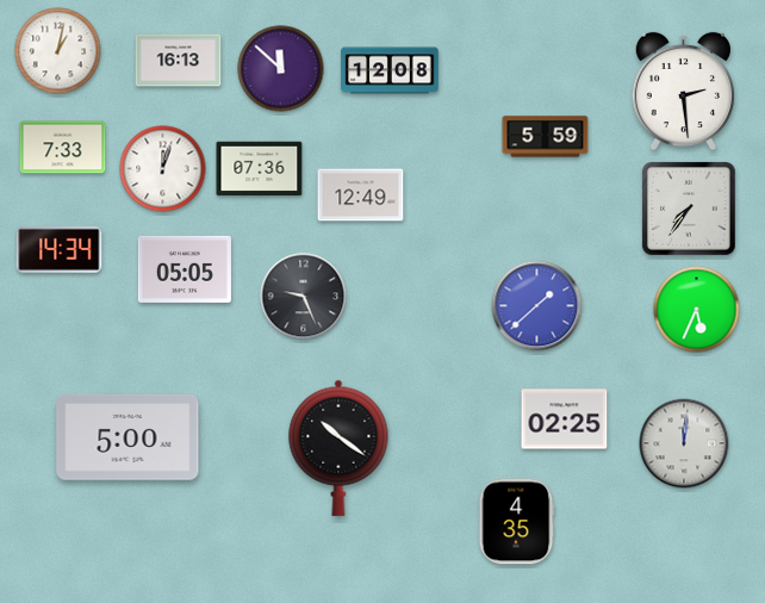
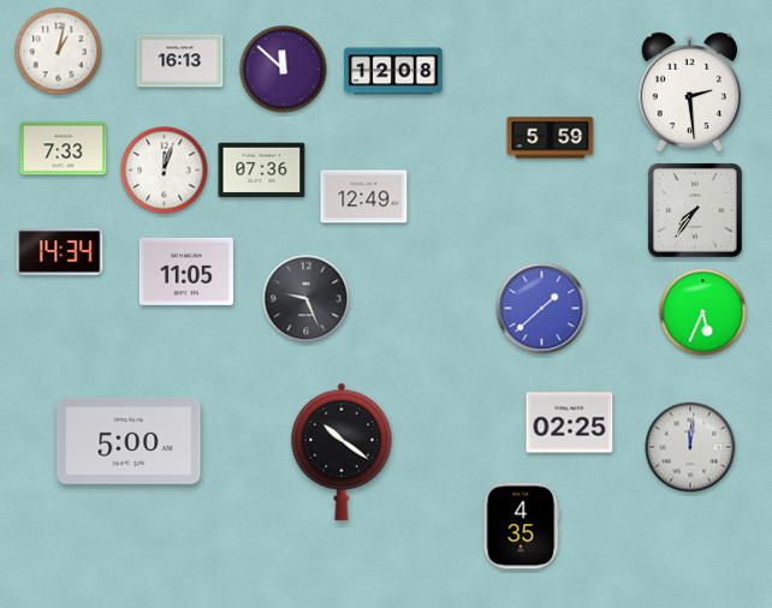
clock at (185, 269): 05:05 -> 11:05
